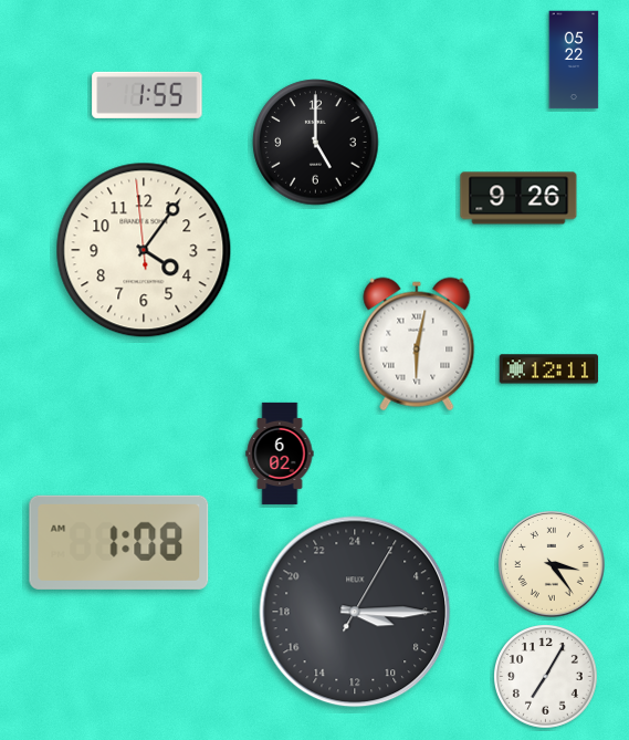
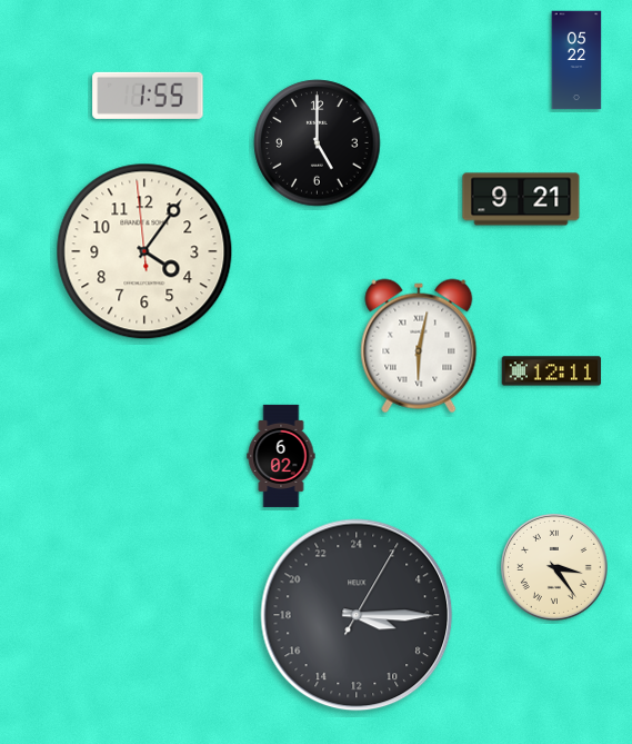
clock at (518, 198): 9:26 -> 9:21
clock at (119, 542): 1:08 -> none
clock at (546, 677): 7:05 -> none
